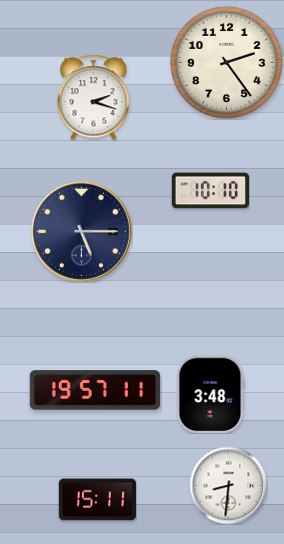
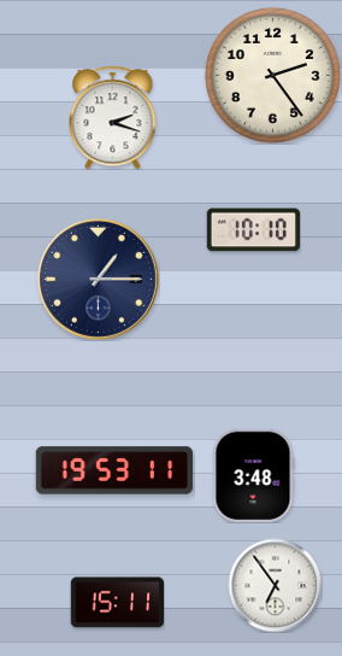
clock at (81, 231): 5:15 -> 1:15
clock at (95, 390): 19:57 -> 19:53
clock at (228, 485): 8:31 -> 6:54
